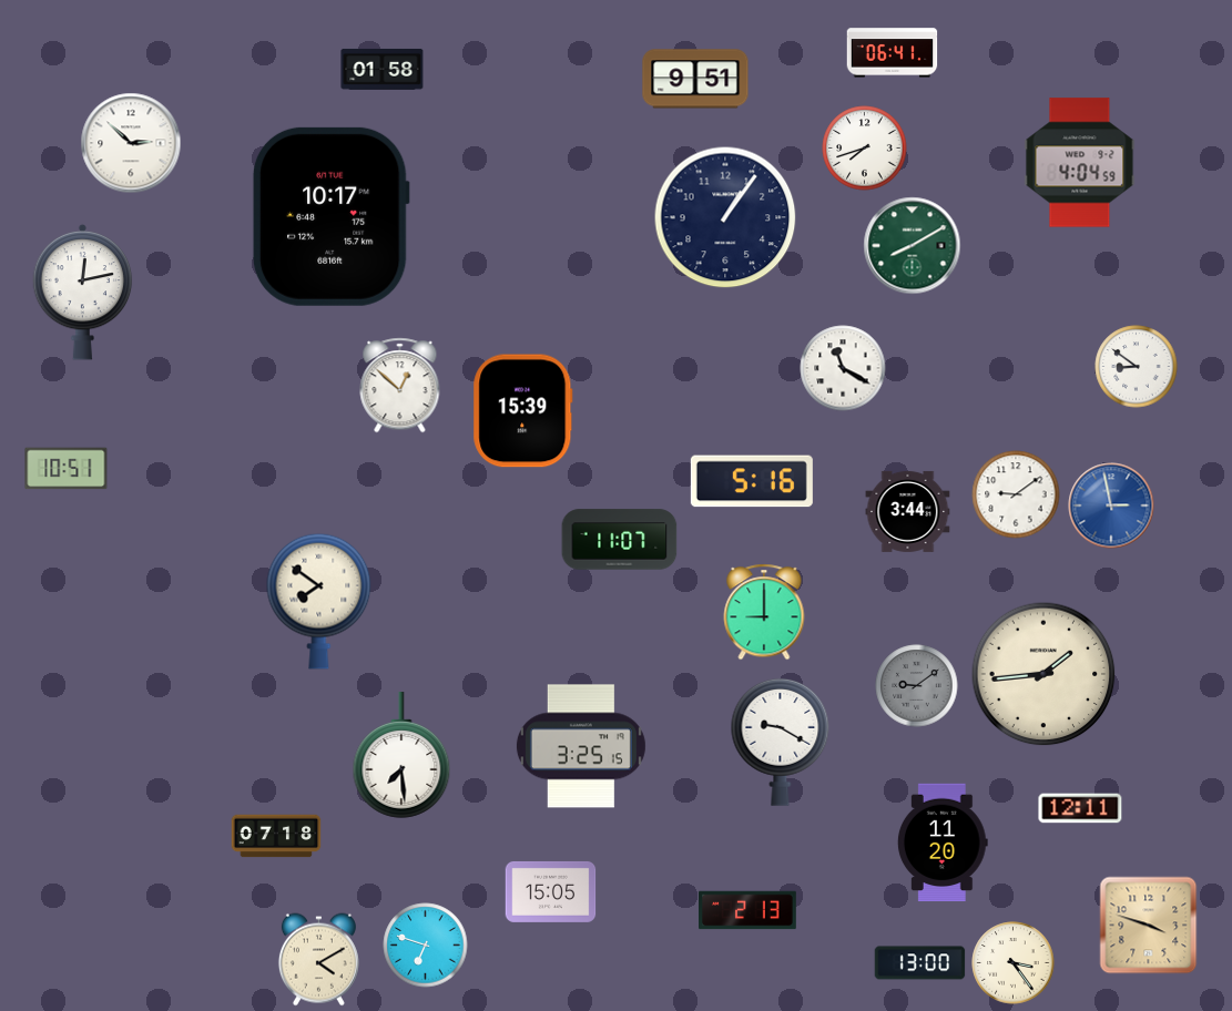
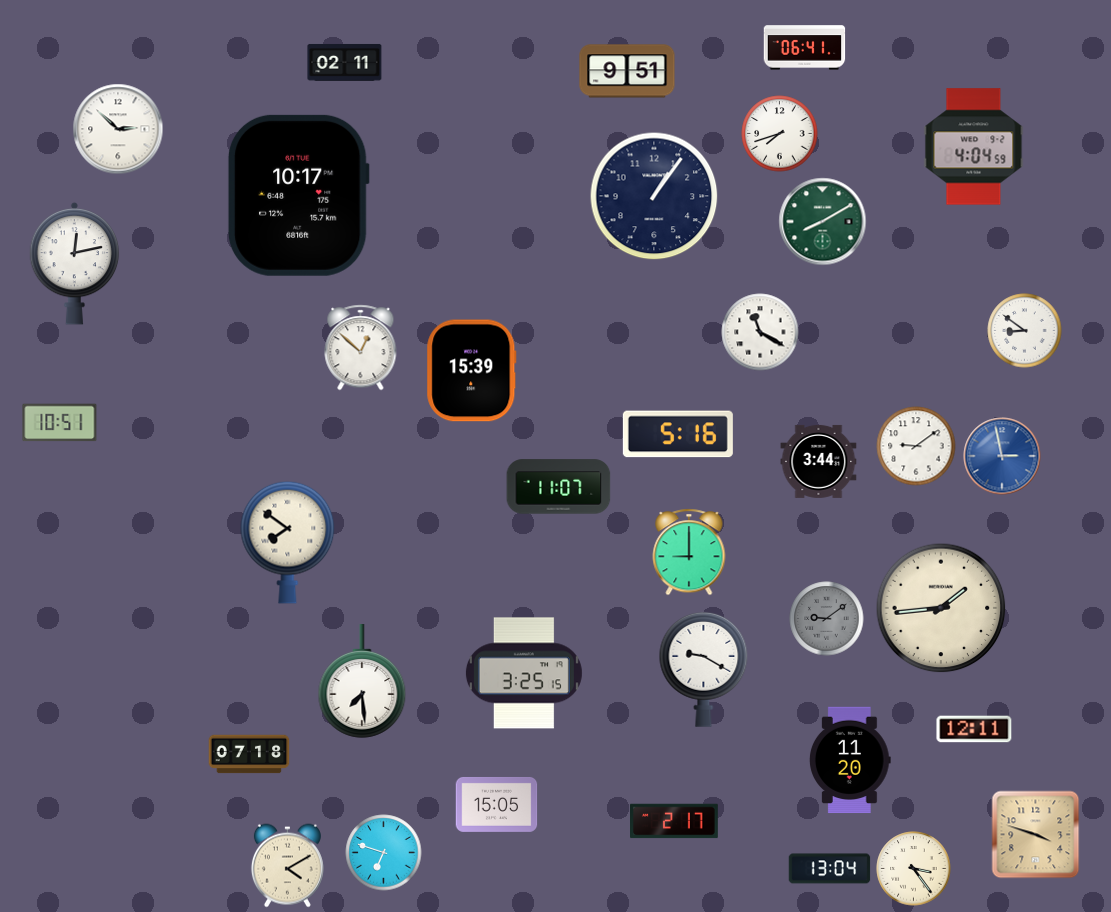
clock at (383, 69): 01:58 -> 02:11
clock at (749, 910): 2:13 -> 2:17
clock at (920, 963): 13:00 -> 13:04
